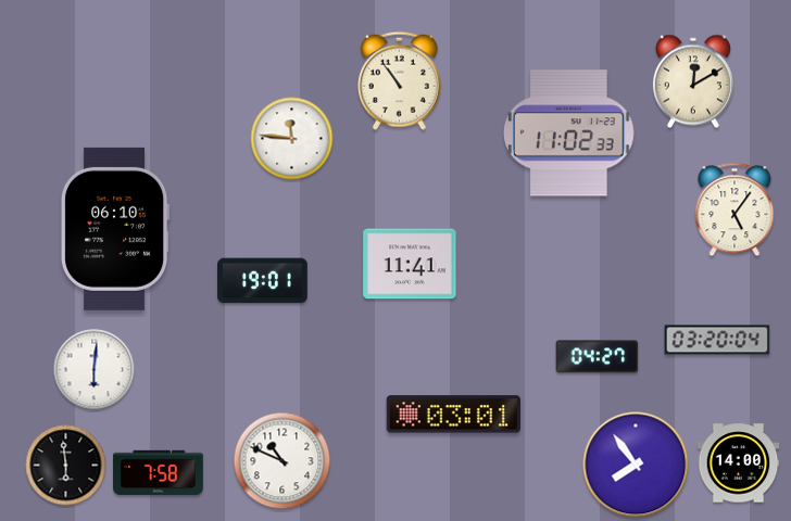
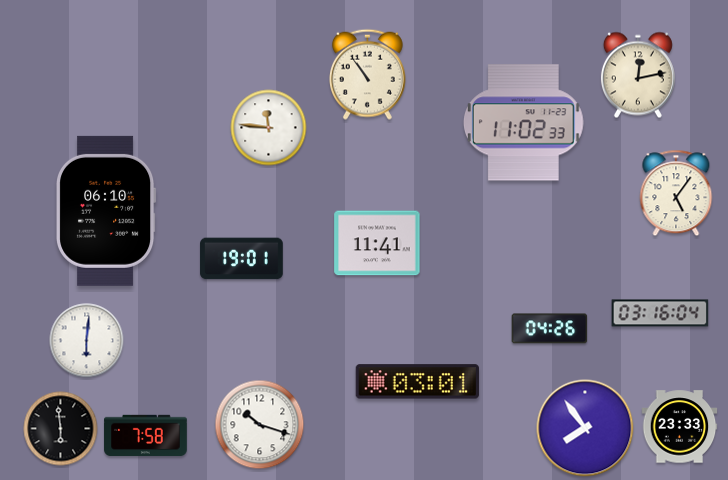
clock at (693, 81): 12:10 -> 12:13
clock at (717, 340): 03:20 -> 03:16
clock at (598, 357): 04:27 -> 04:26
clock at (282, 461): 10:49 -> 10:18
clock at (739, 463): 14:00 -> 23:33
